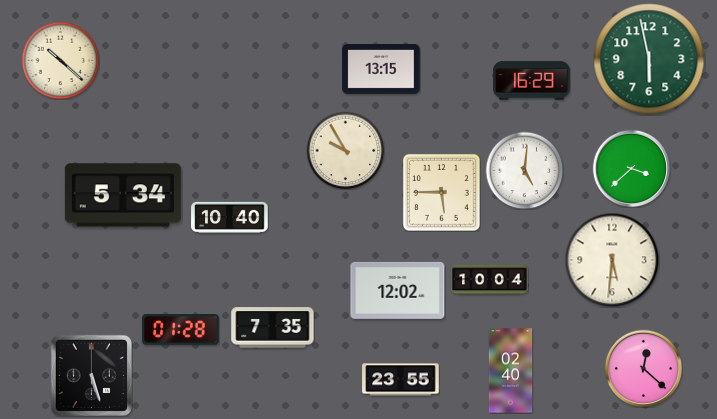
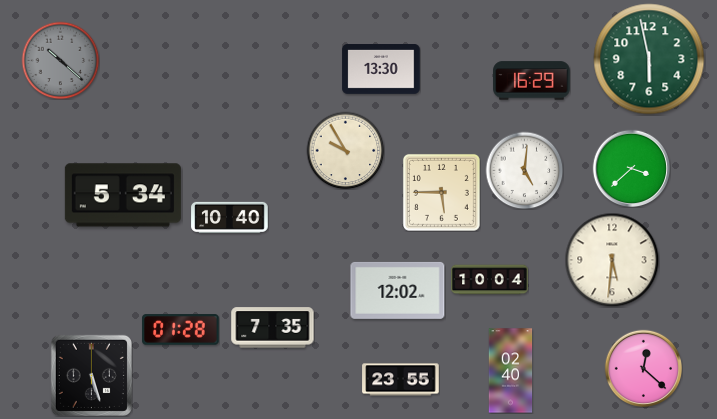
clock at (60, 60) dial: cream -> grey
clock at (381, 70): 13:15 -> 13:30
